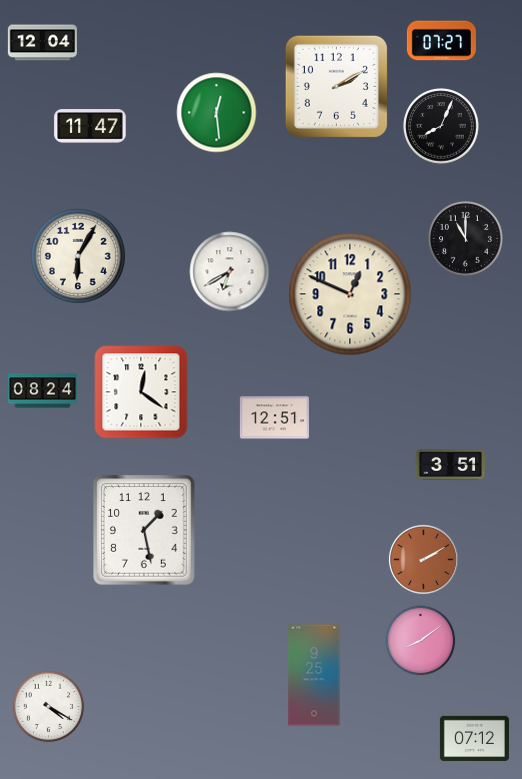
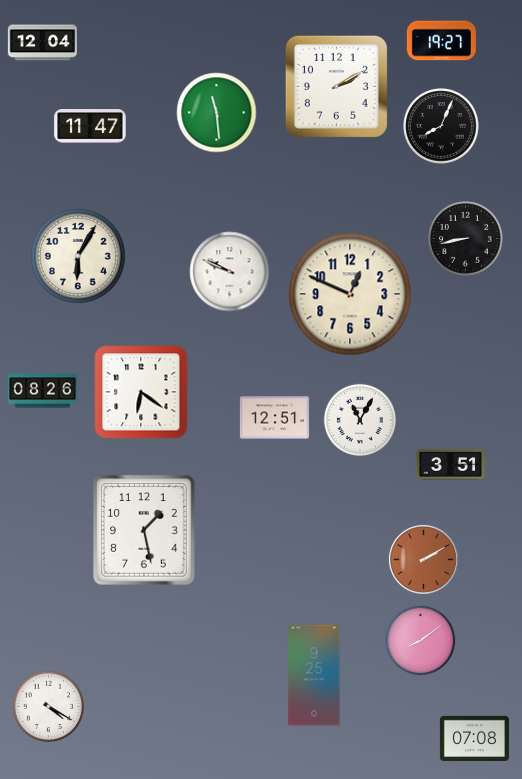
clock at (441, 41): 07:27 -> 19:27
clock at (217, 113): 12:29 -> 11:29
clock at (466, 239): 11:00 -> 8:43
clock at (230, 272): 6:40 -> 9:49
clock at (42, 391): 08:24 -> 08:26
clock at (141, 392): 12:21 -> 6:21
clock at (360, 420): none -> 11:05
clock at (474, 738): 07:12 -> 07:08
